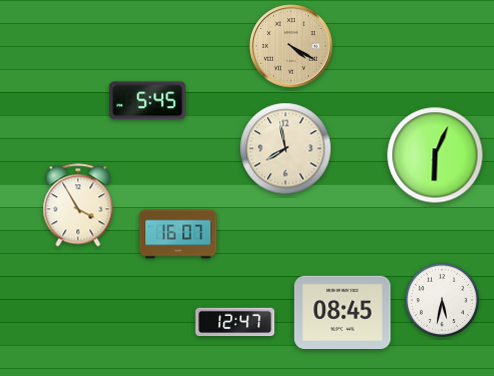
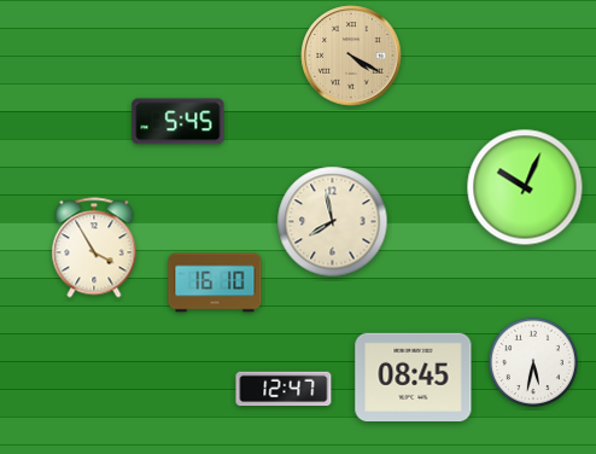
clock at (286, 149) position: (286, 149) -> (333, 222)
clock at (435, 155): 6:04 -> 10:04
clock at (178, 234): 16:07 -> 16:10
